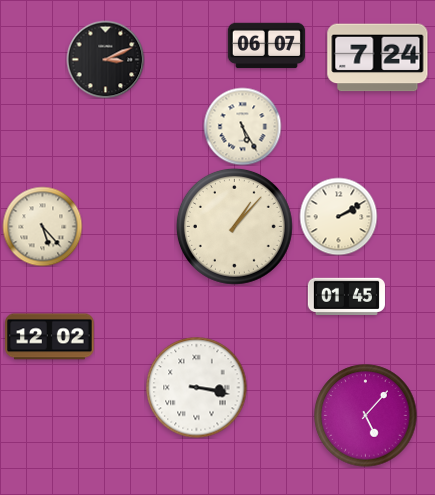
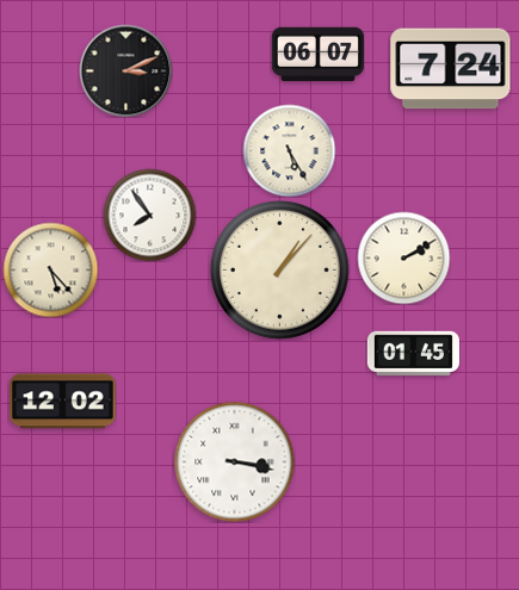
clock at (149, 215): none -> 7:54
clock at (50, 337) position: (50, 337) -> (63, 402)
clock at (366, 416): 5:07 -> none
